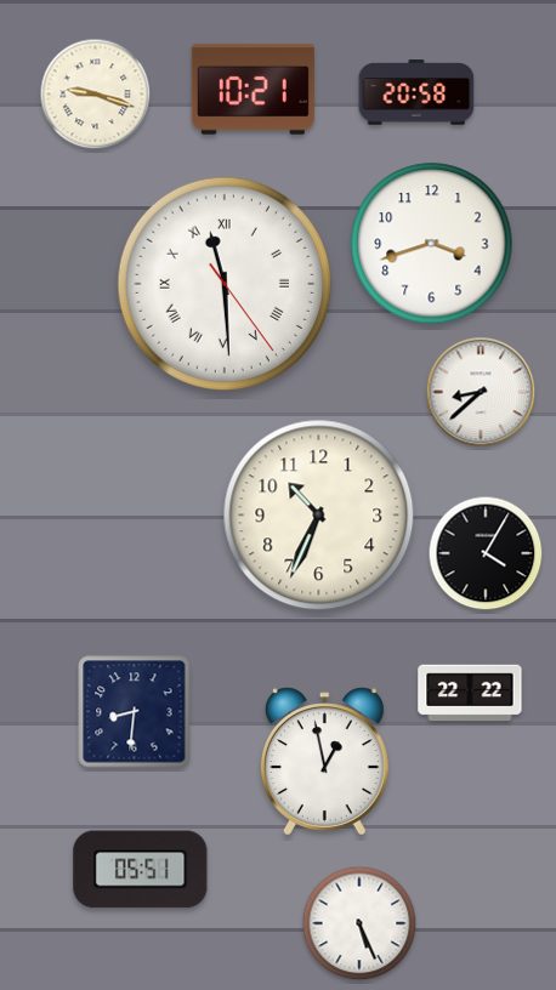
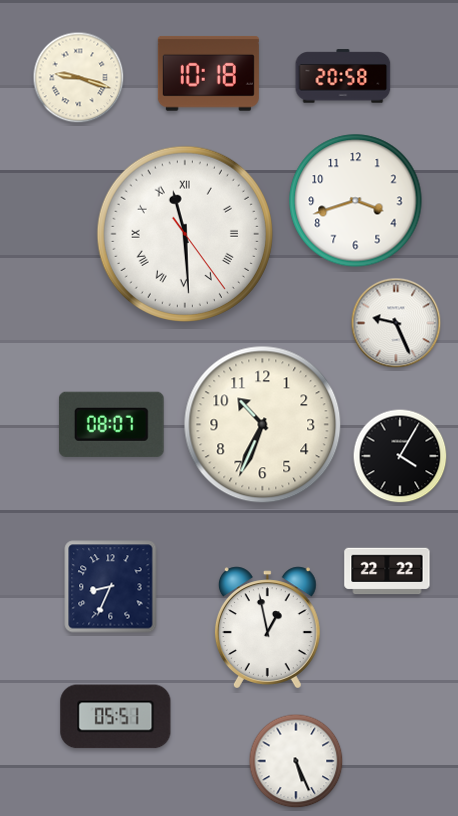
clock at (253, 89): 10:21 -> 10:18
clock at (481, 392): 8:38 -> 9:26
clock at (111, 424): none -> 08:07
clock at (135, 712): 8:31 -> 8:34
